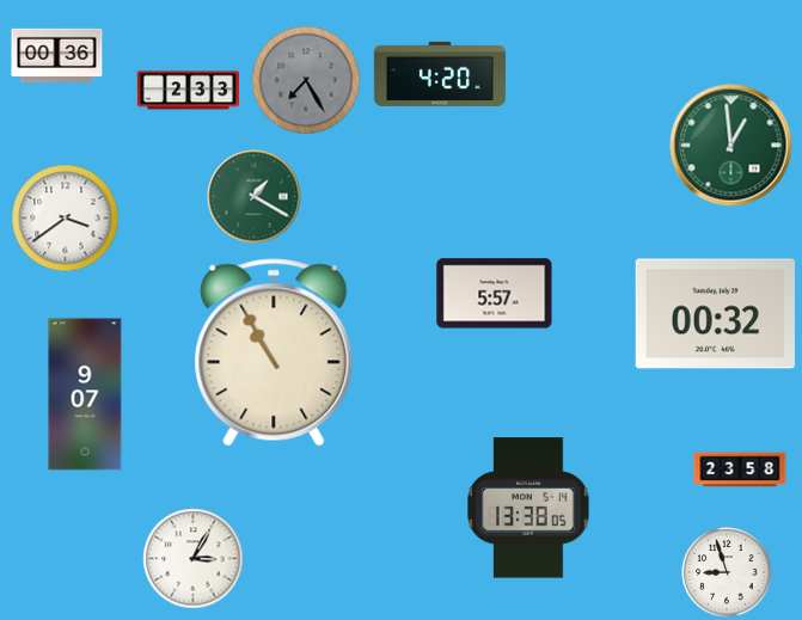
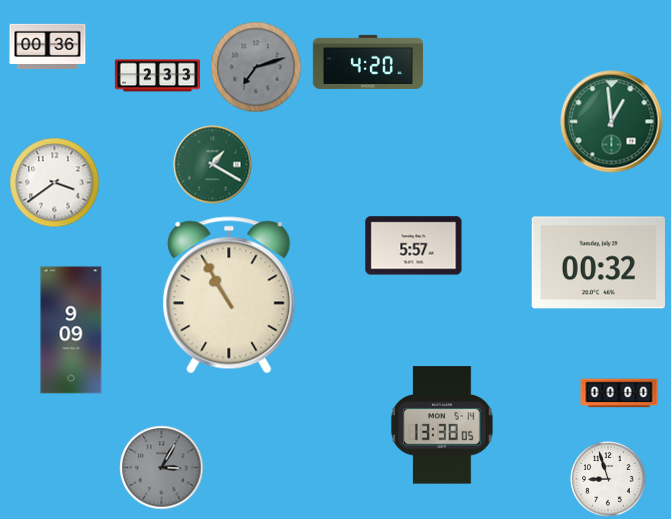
clock at (306, 80): 7:25 -> 7:12
clock at (85, 394): 9:07 -> 9:09
clock at (740, 469): 23:58 -> 00:00
clock at (194, 559) dial: white -> grey
